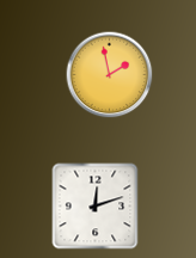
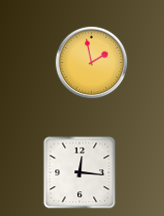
clock at (96, 207): 12:12 -> 12:16
